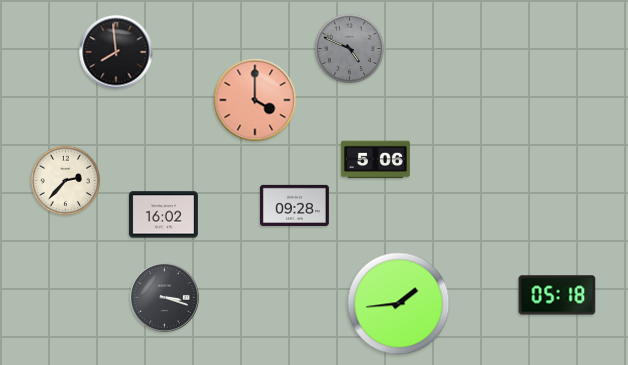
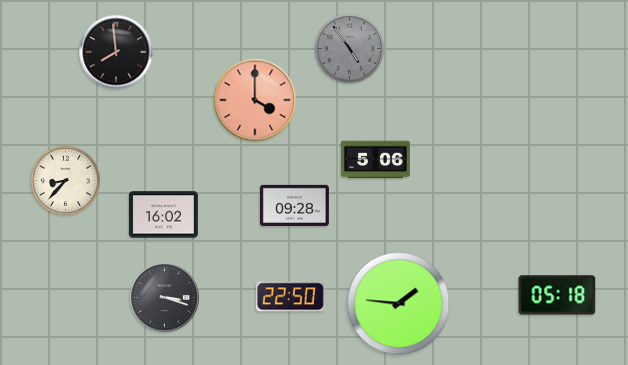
clock at (350, 49): 4:49 -> 4:54
clock at (66, 181): 2:37 -> 8:37
clock at (290, 297): none -> 22:50
clock at (399, 304): 1:44 -> 1:46
